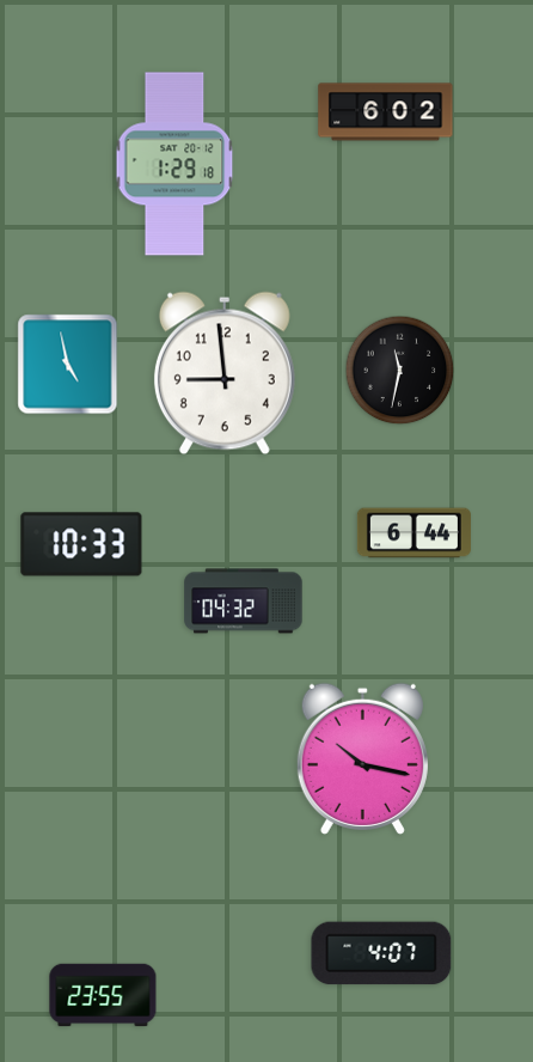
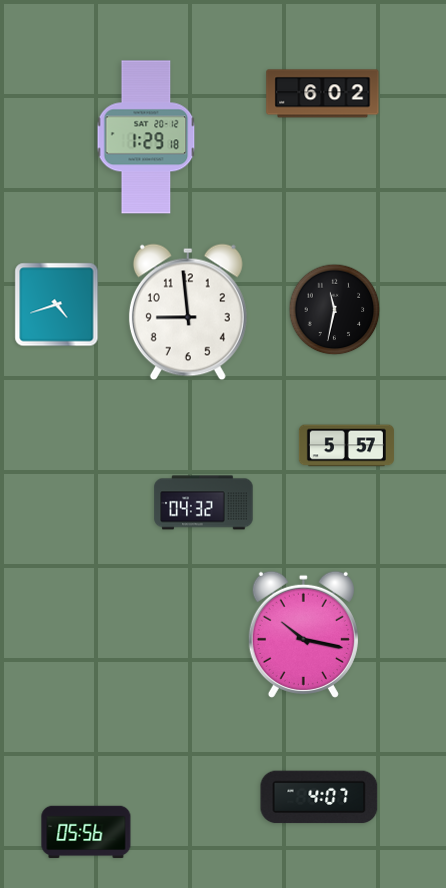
clock at (68, 365): 4:58 -> 4:42
clock at (413, 533): 6:44 -> 5:57
clock at (81, 544): 10:33 -> none
clock at (103, 995): 23:55 -> 05:56
